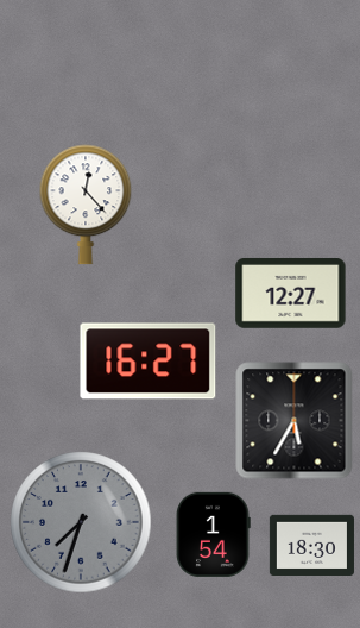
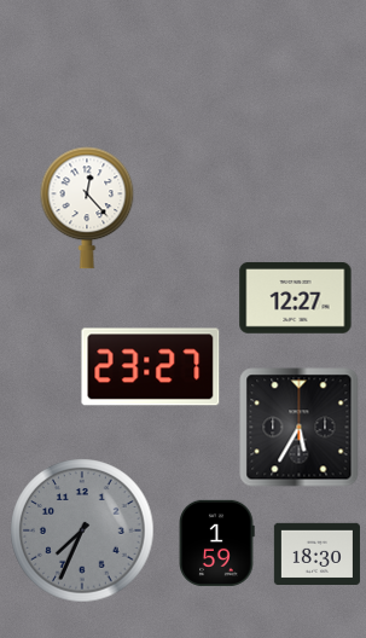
clock at (149, 362): 16:27 -> 23:27
clock at (81, 522): 7:33 -> 7:34
clock at (213, 534): 1:54 -> 1:59
